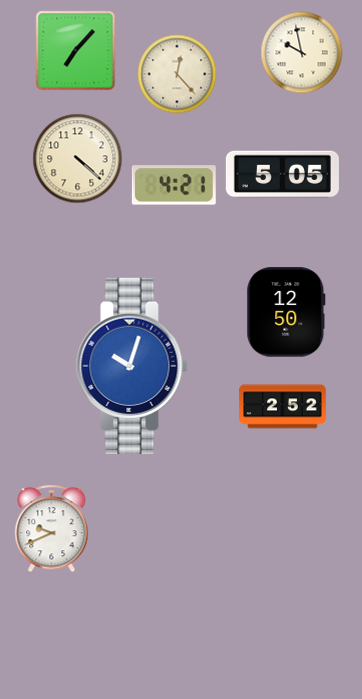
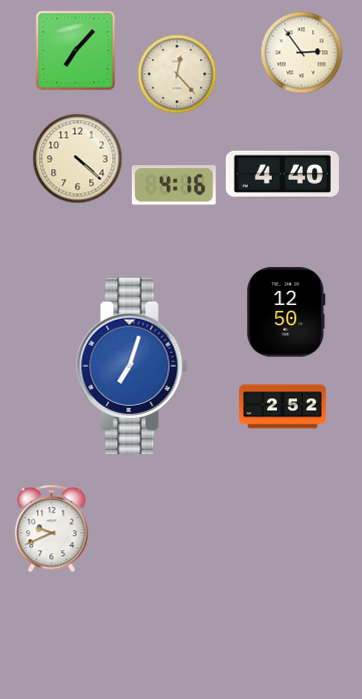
clock at (302, 53): 9:58 -> 2:54
clock at (282, 174): 5:05 -> 4:40
clock at (174, 185): 4:21 -> 4:16
clock at (132, 366): 10:03 -> 7:03
